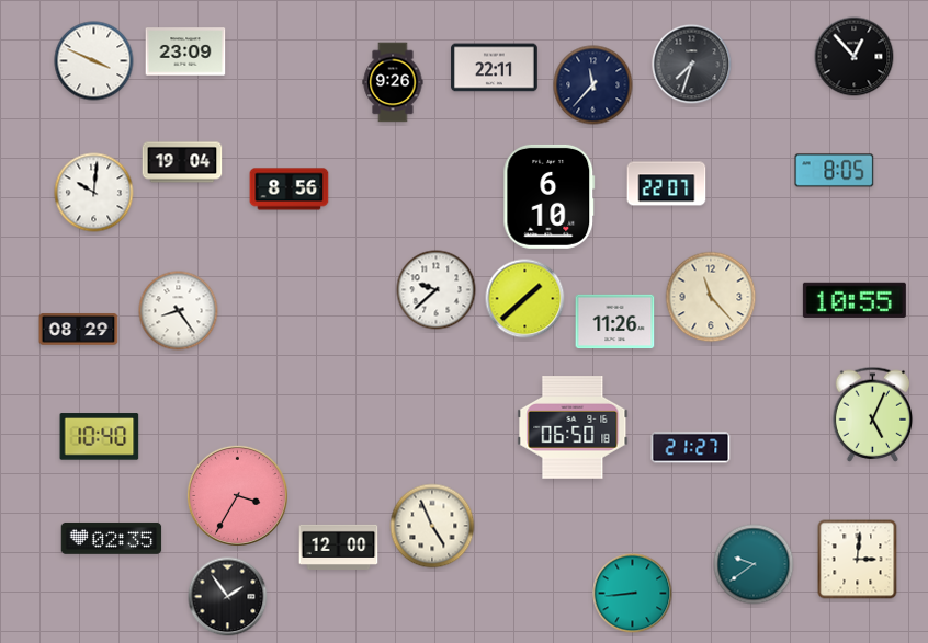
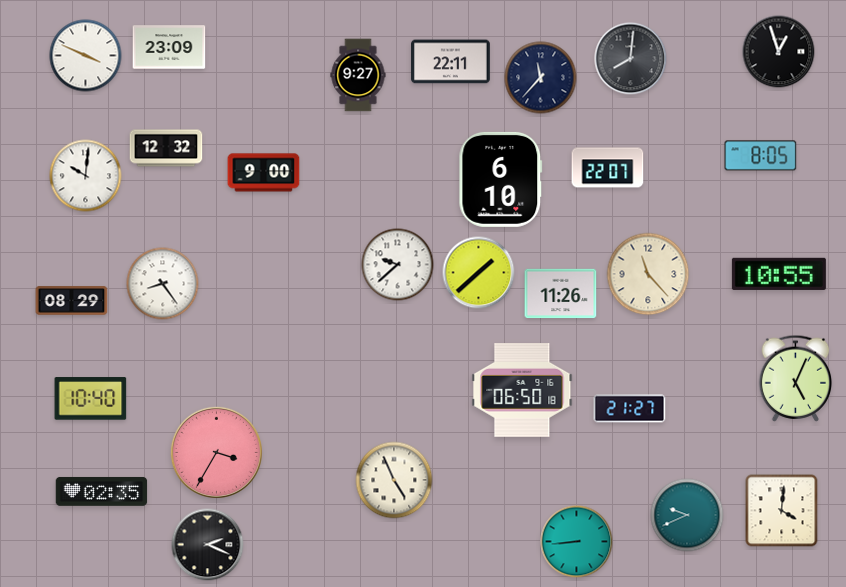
clock at (855, 57): 12:53 -> 12:57
clock at (692, 65): 7:33 -> 8:01
clock at (393, 82): 9:26 -> 9:27
clock at (182, 162): 19:04 -> 12:32
clock at (290, 190): 8:56 -> 9:00
clock at (711, 297) position: (711, 297) -> (648, 274)
clock at (339, 547): 12:00 -> none
clock at (858, 560): 3:01 -> 4:01
clock at (754, 564): 9:39 -> 9:41
clock at (228, 597): 1:54 -> 2:19
